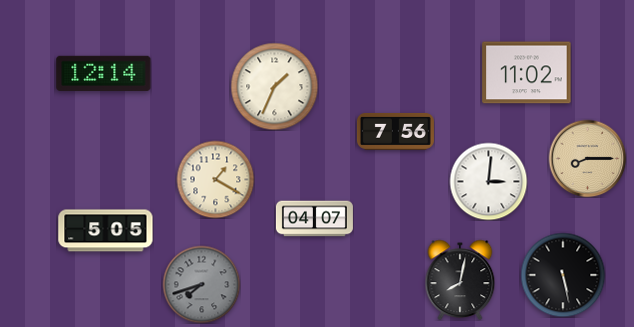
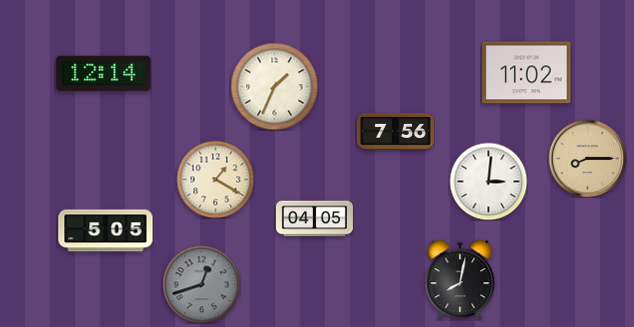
clock at (314, 219): 04:07 -> 04:05
clock at (563, 275): 5:28 -> none
clock at (201, 284): 7:42 -> 12:42
